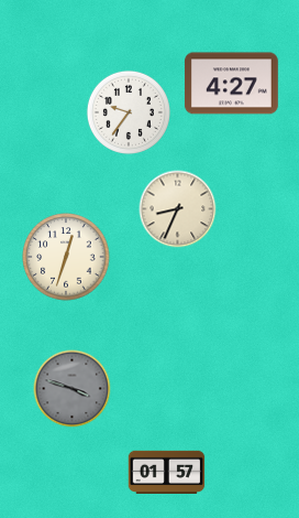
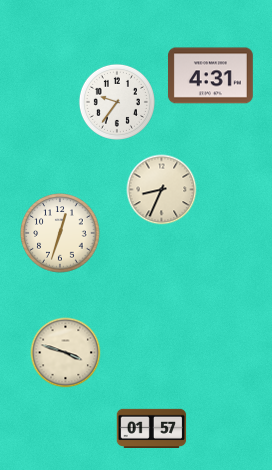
clock at (231, 84): 4:27 -> 4:31
clock at (73, 389) dial: grey -> cream
